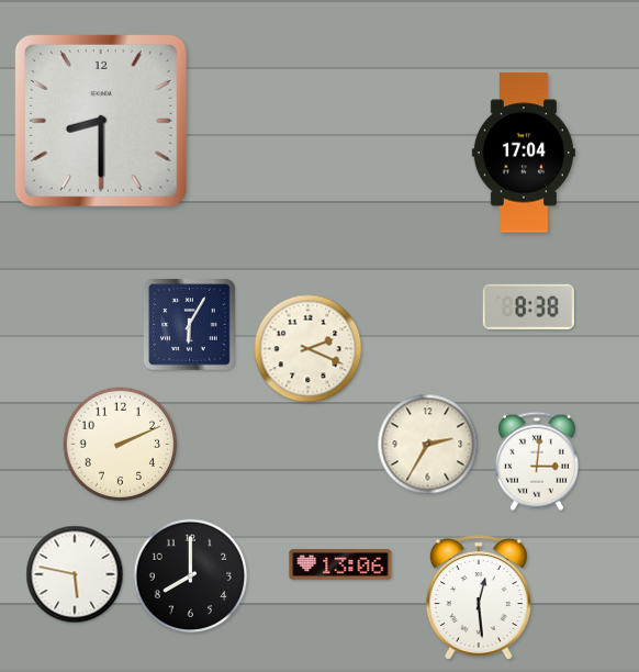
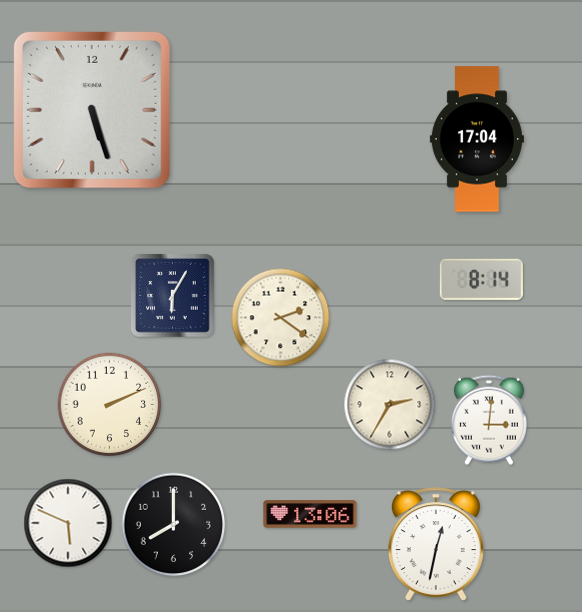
clock at (101, 121): 8:30 -> 5:27
clock at (528, 306): 8:38 -> 8:14
clock at (309, 349): 2:19 -> 2:21
clock at (75, 574): 5:47 -> 5:49
clock at (479, 597): 12:29 -> 12:32
